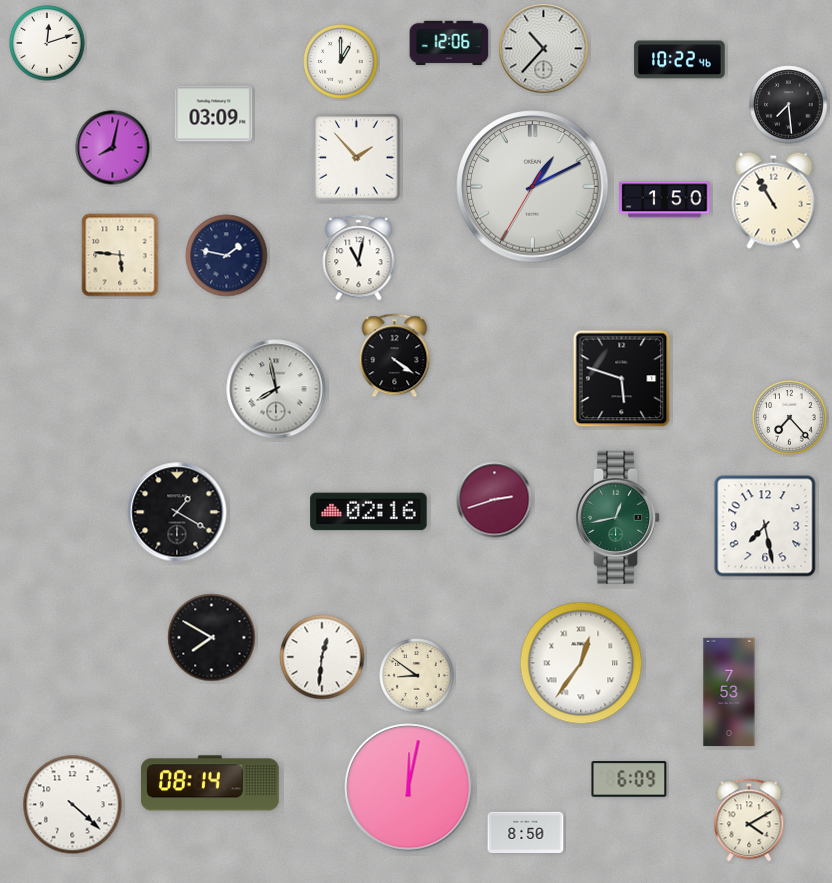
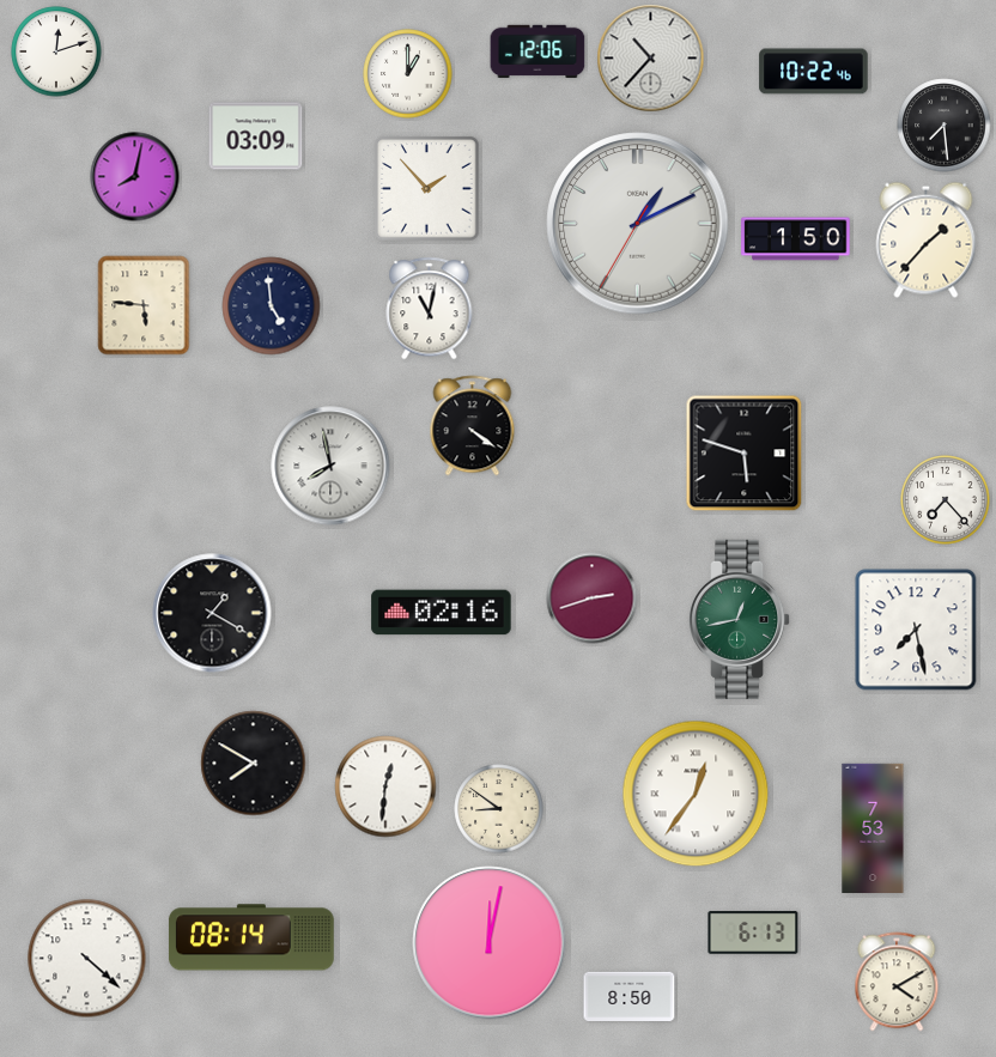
clock at (774, 200): 10:55 -> 1:37
clock at (227, 256): 1:47 -> 4:59
clock at (629, 780): 6:09 -> 6:13
clock at (73, 805) position: (73, 805) -> (87, 959)
